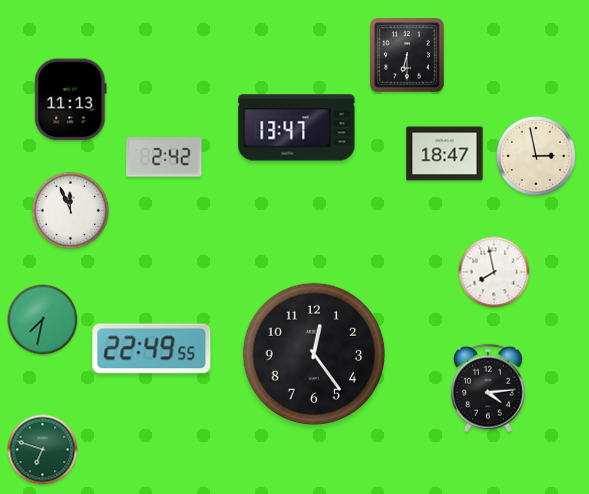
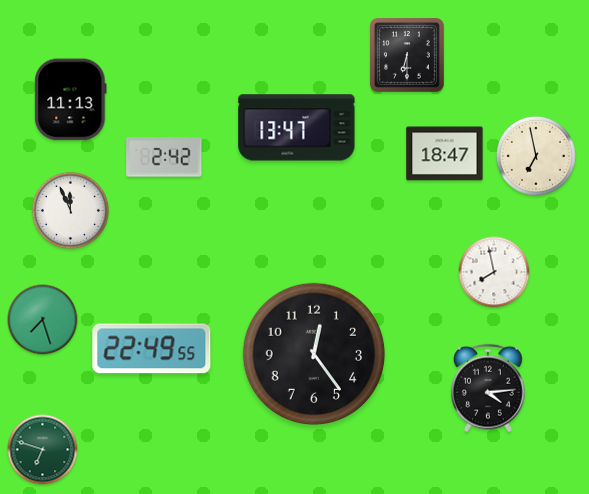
clock at (536, 156): 2:58 -> 6:58
clock at (43, 320): 7:32 -> 7:27
